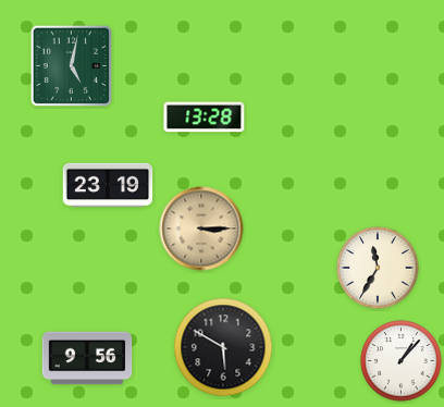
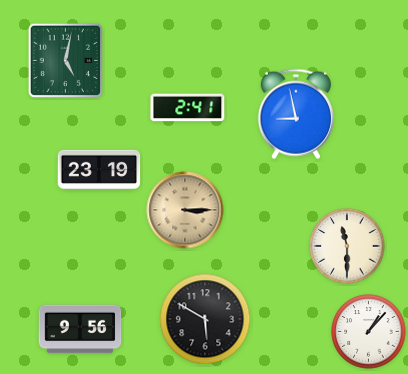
clock at (205, 118): 13:28 -> 2:41
clock at (296, 114): none -> 8:58
clock at (378, 268): 11:35 -> 11:30
